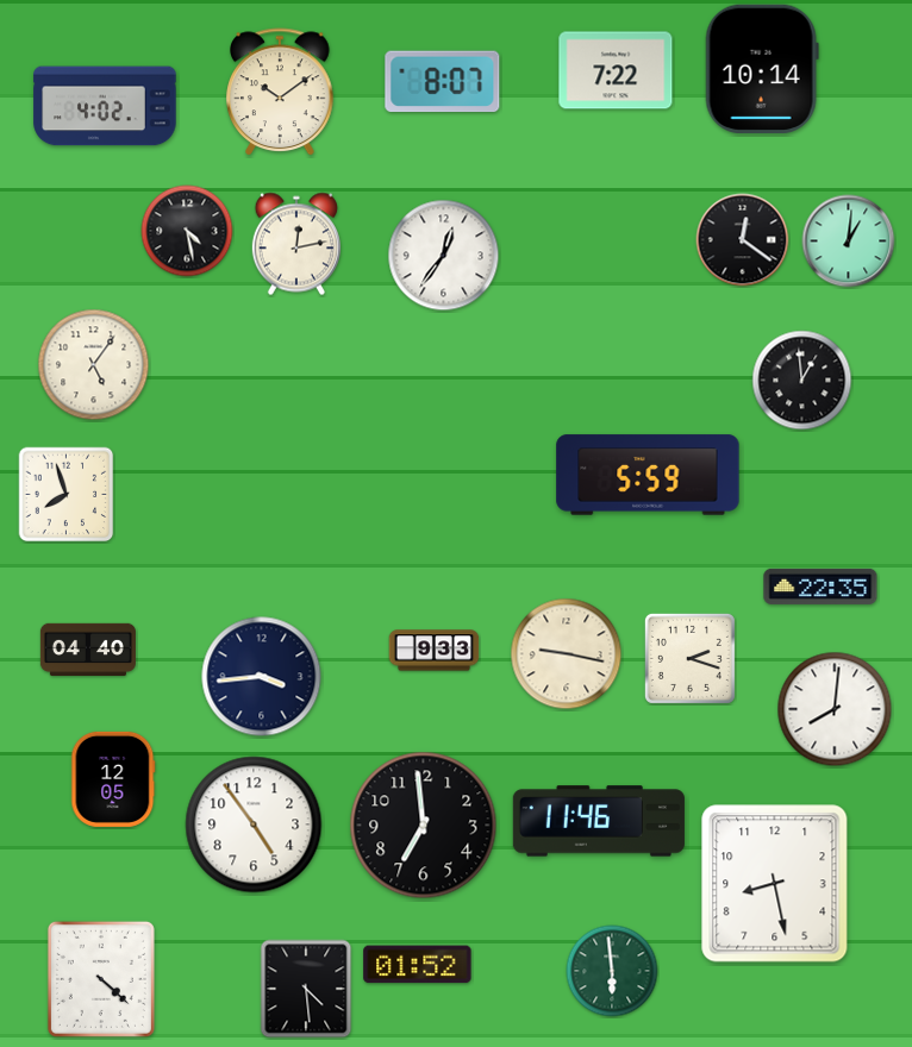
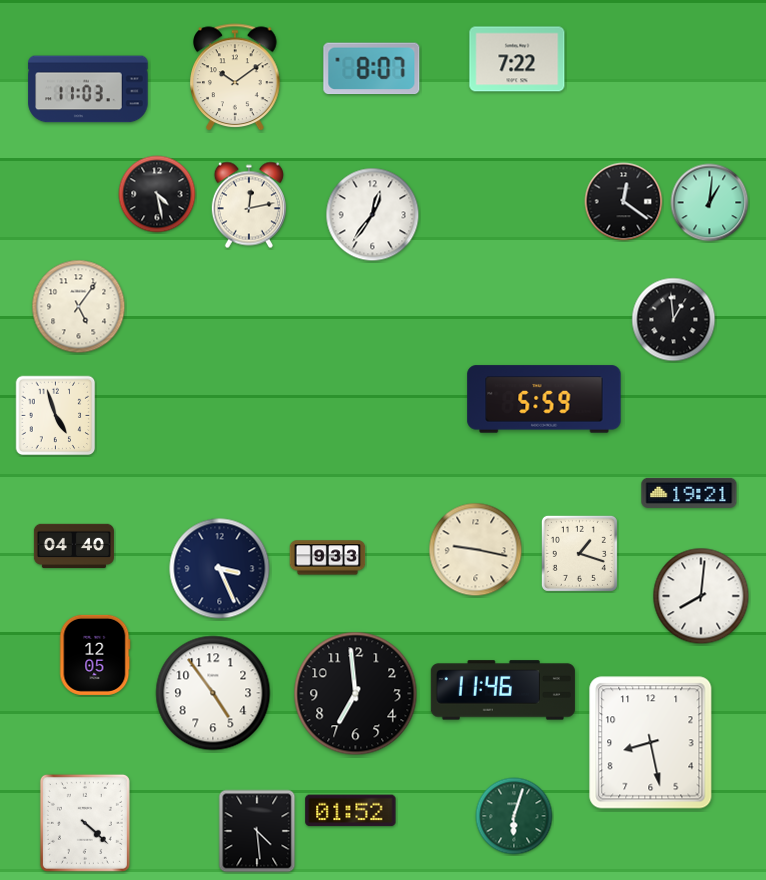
clock at (762, 68): 10:14 -> none
clock at (105, 106): 4:02 -> 11:03
clock at (849, 242) position: (849, 242) -> (710, 203)
clock at (67, 495): 7:57 -> 4:57
clock at (820, 587): 22:35 -> 19:21
clock at (435, 651) position: (435, 651) -> (328, 558)
clock at (689, 658): 2:18 -> 1:18
clock at (262, 677): 3:44 -> 3:26
clock at (612, 971): 5:59 -> 6:03
